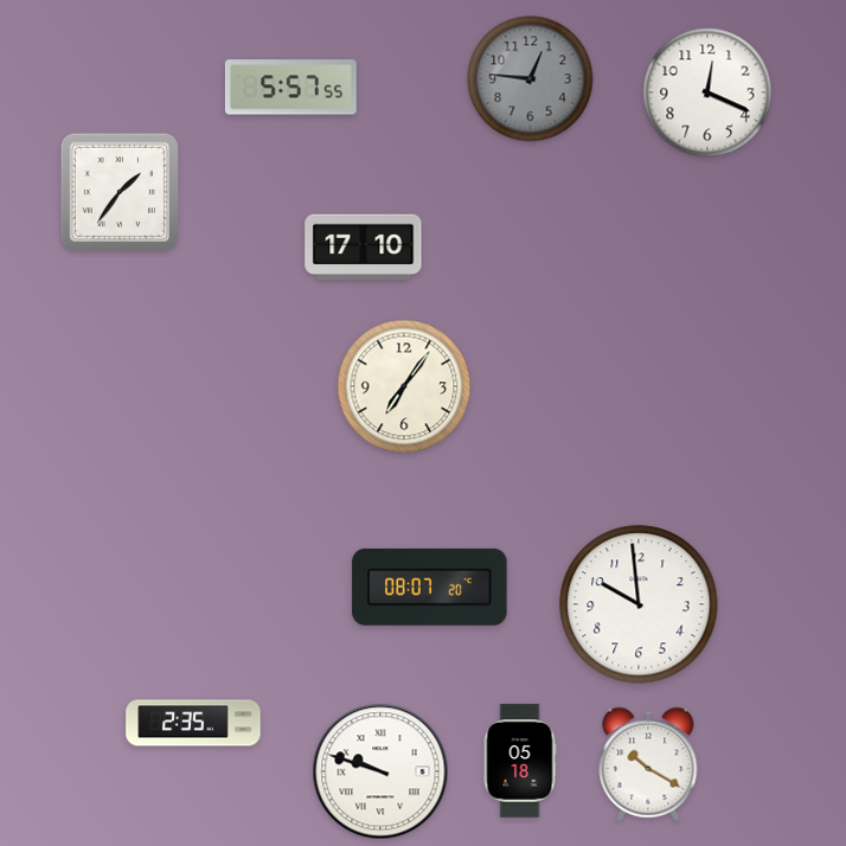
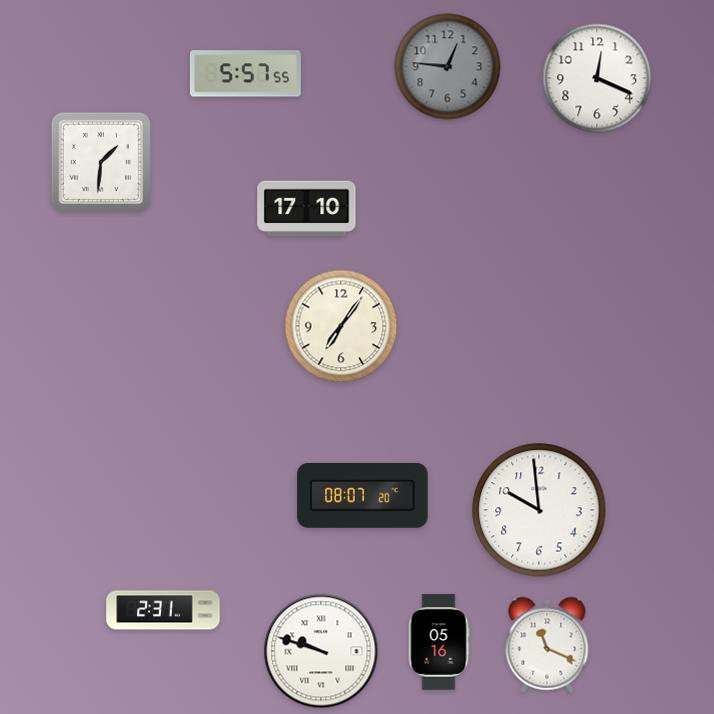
clock at (120, 192): 1:36 -> 1:31
clock at (193, 723): 2:35 -> 2:31
clock at (520, 761): 05:18 -> 05:16
clock at (648, 764): 10:20 -> 11:19
